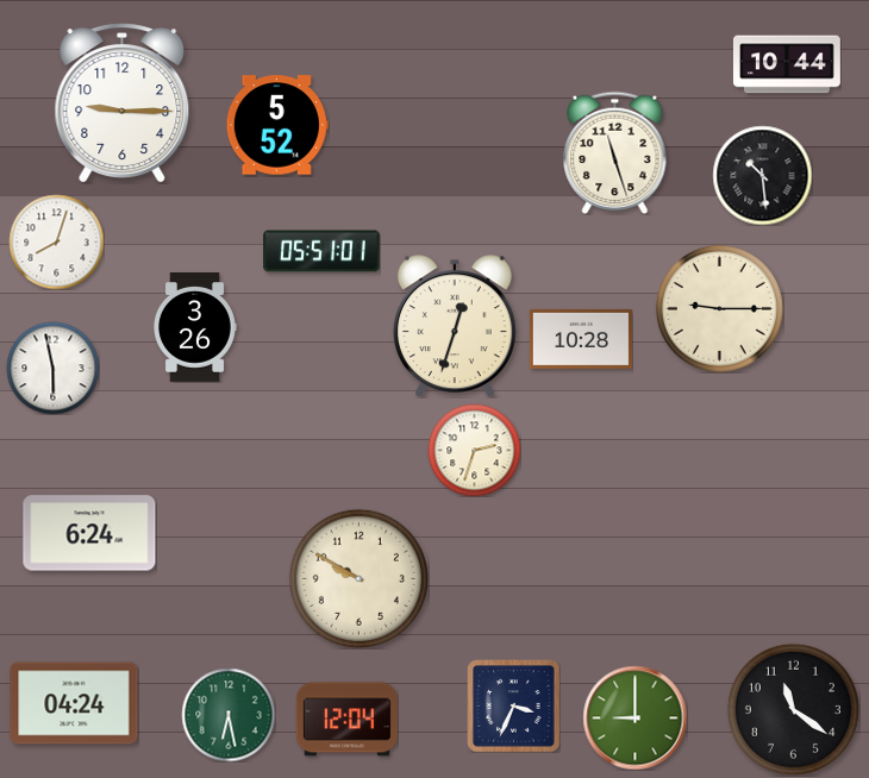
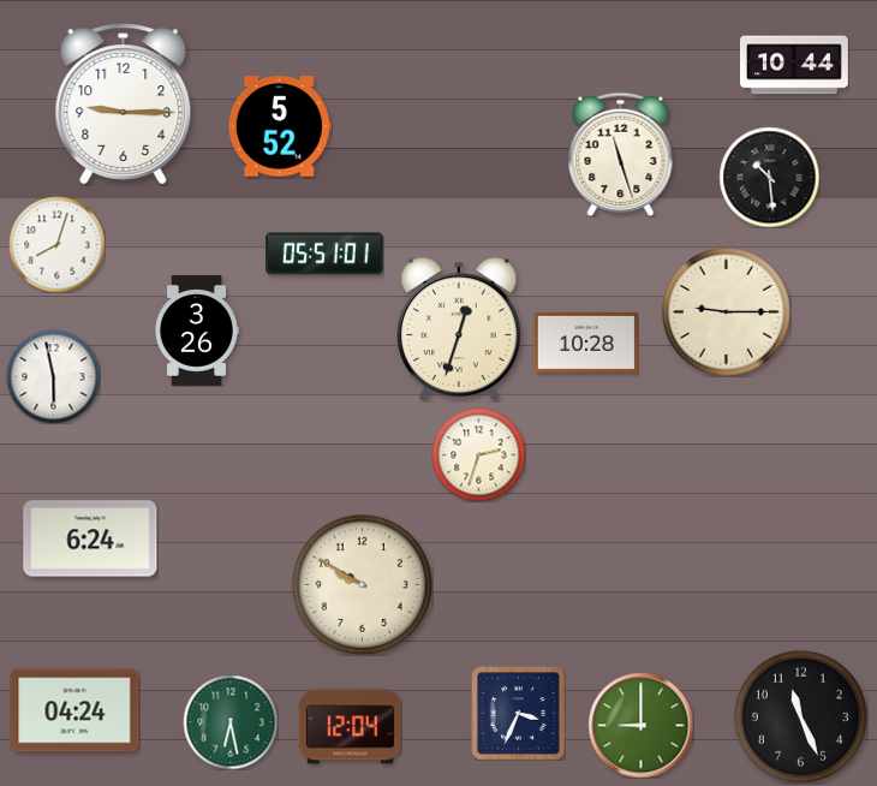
clock at (52, 368) position: (52, 368) -> (53, 376)
clock at (793, 709): 11:21 -> 11:26
